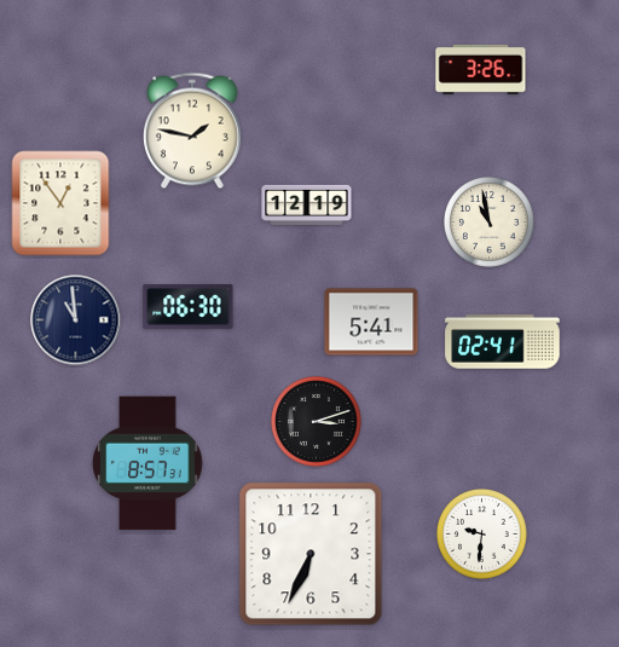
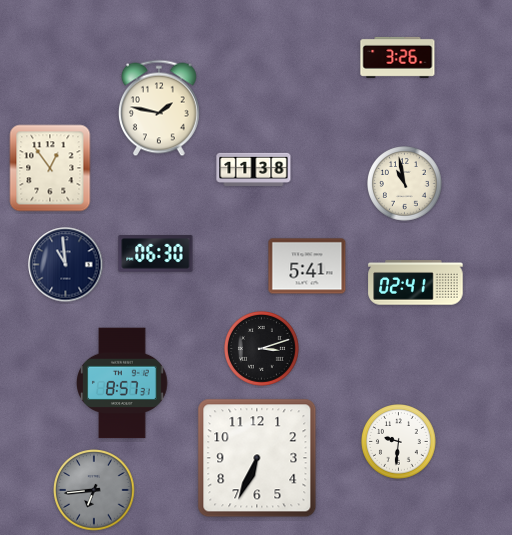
clock at (307, 204): 12:19 -> 11:38
clock at (76, 320) position: (76, 320) -> (66, 265)
clock at (94, 490): none -> 6:44
